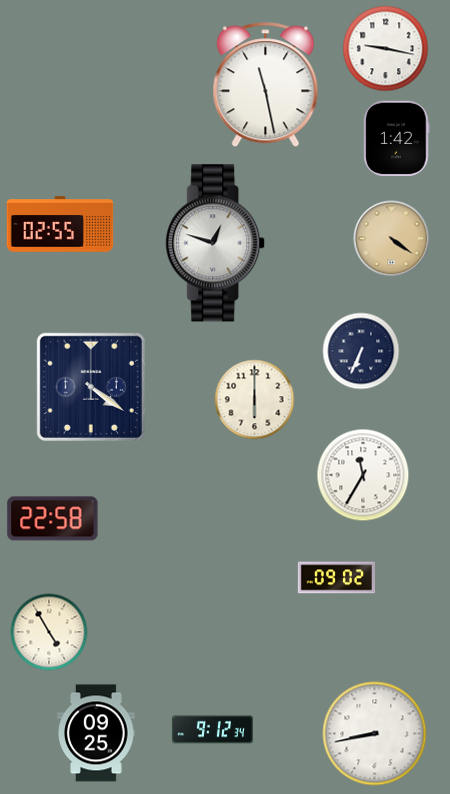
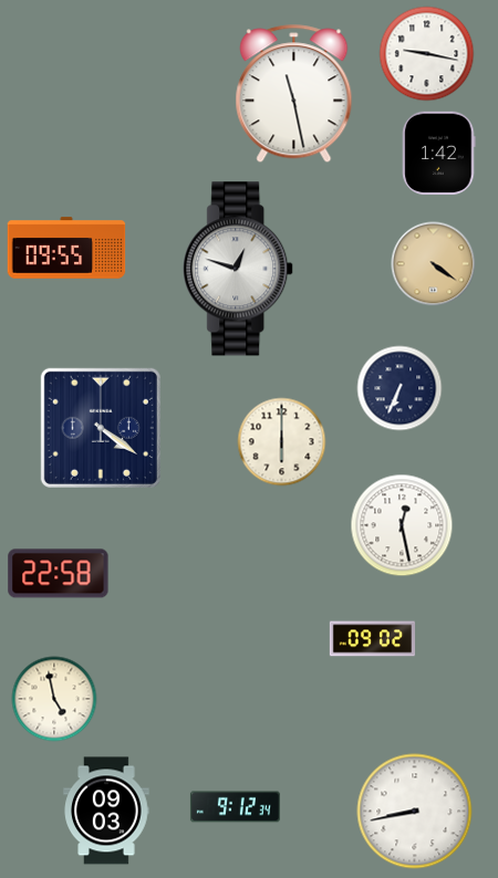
clock at (60, 224): 02:55 -> 09:55
clock at (363, 475): 11:35 -> 12:28
clock at (49, 632): 4:55 -> 4:58
clock at (96, 733): 09:25 -> 09:03
